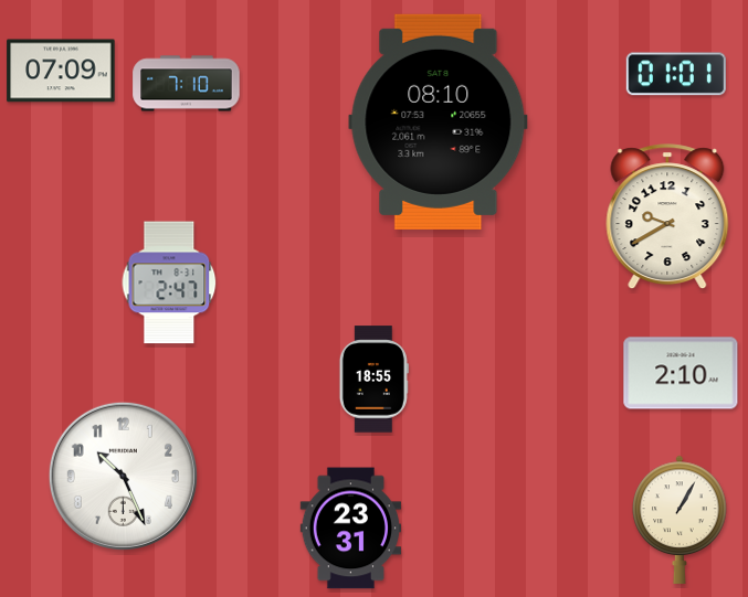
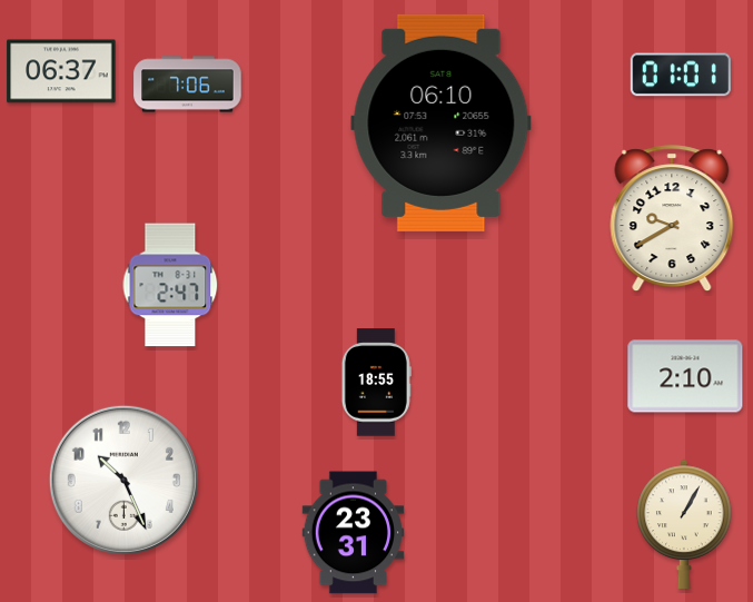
clock at (61, 71): 07:09 -> 06:37
clock at (187, 84): 7:10 -> 7:06
clock at (439, 121): 08:10 -> 06:10
